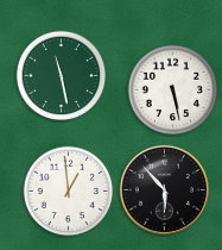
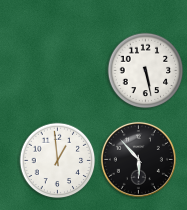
clock at (62, 76): 11:28 -> none
clock at (173, 90) position: (173, 90) -> (146, 71)
